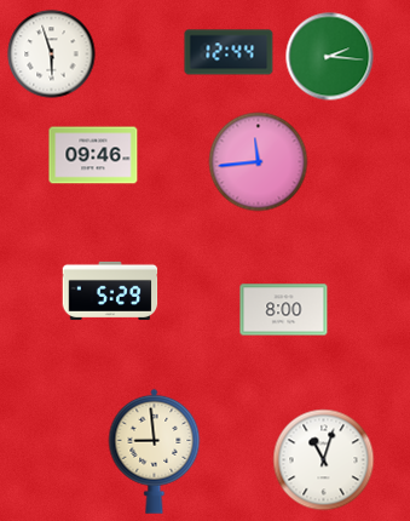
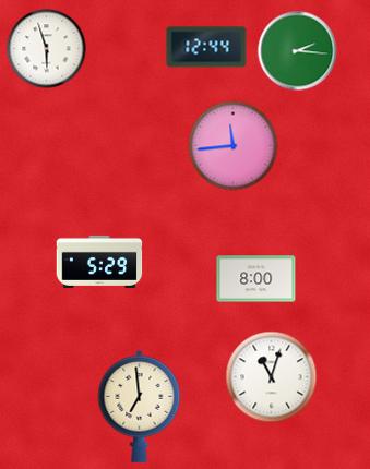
clock at (93, 155): 09:46 -> none
clock at (155, 451): 8:59 -> 6:59
clock at (324, 460) position: (324, 460) -> (272, 377)
